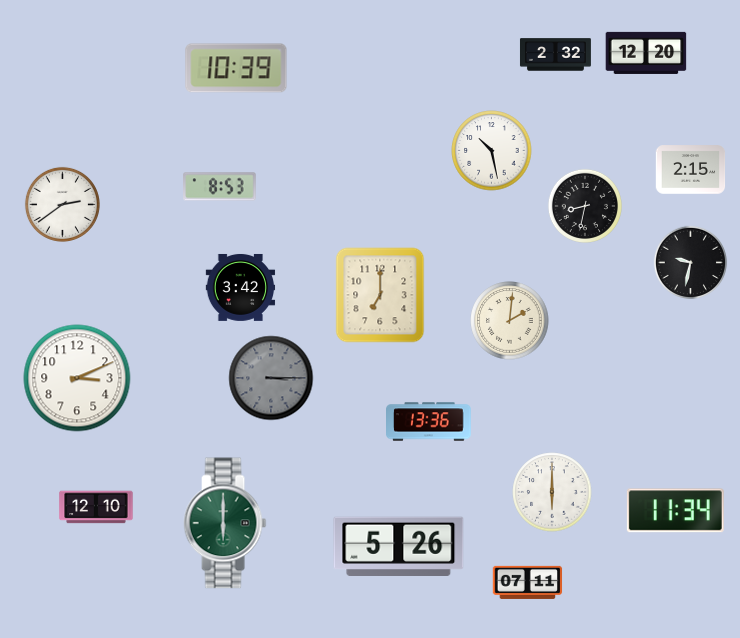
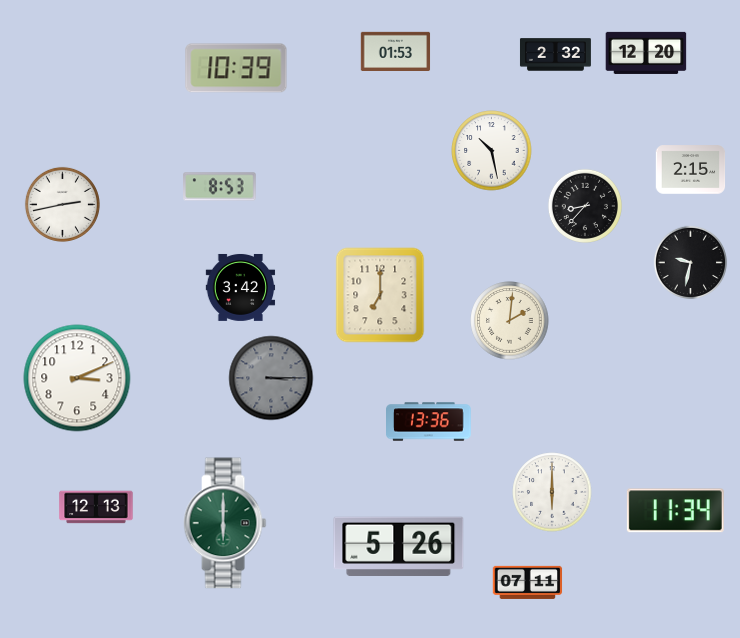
clock at (396, 51): none -> 01:53
clock at (62, 204): 2:39 -> 2:43
clock at (585, 206): 8:32 -> 8:37
clock at (96, 507): 12:10 -> 12:13
